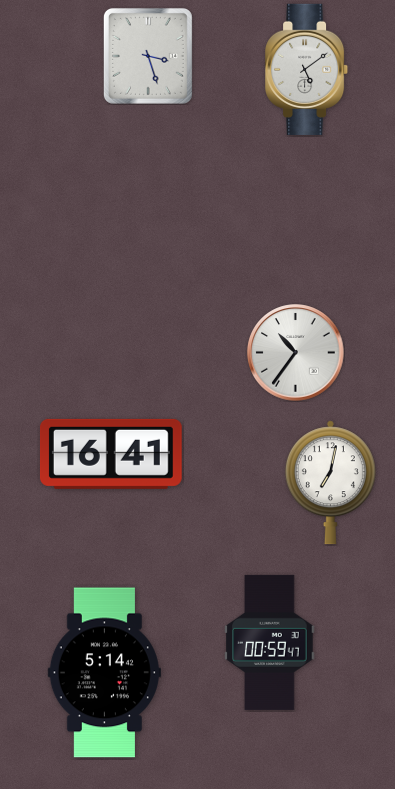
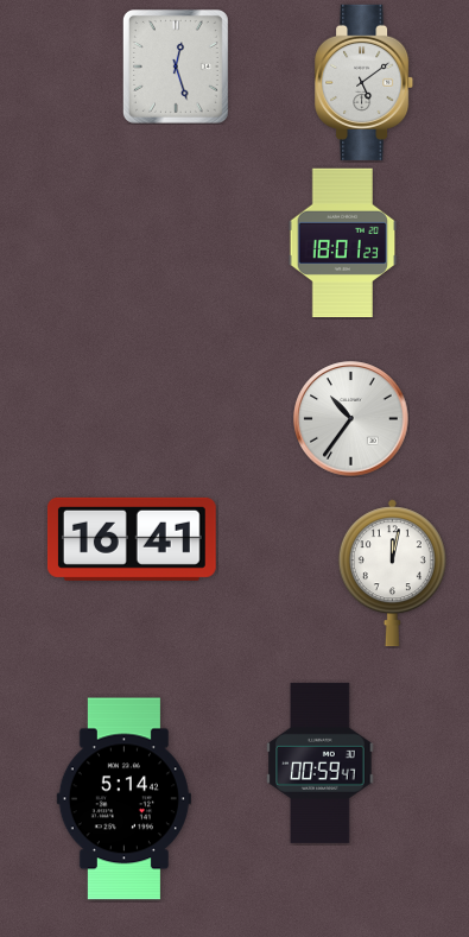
clock at (148, 56): 3:27 -> 12:27
clock at (343, 243): none -> 18:01
clock at (330, 483): 7:02 -> 12:02
